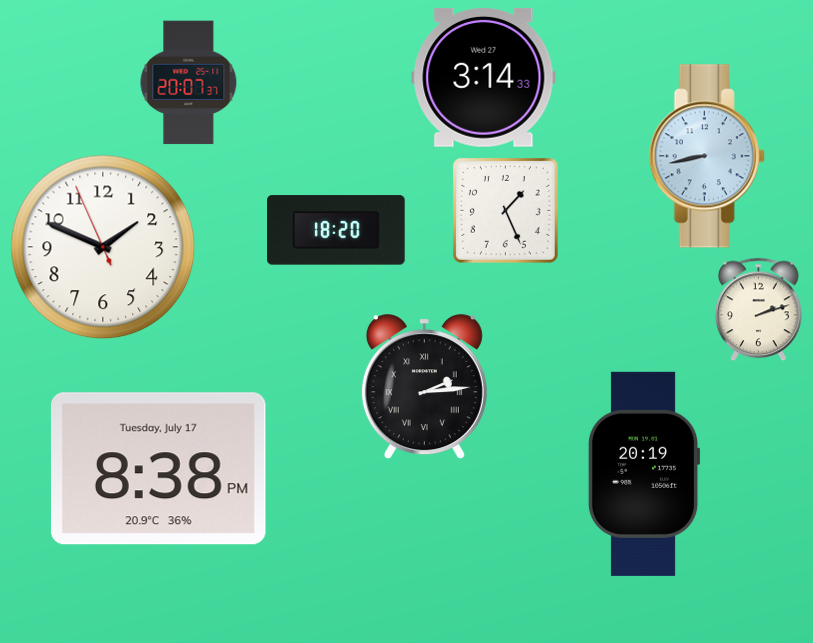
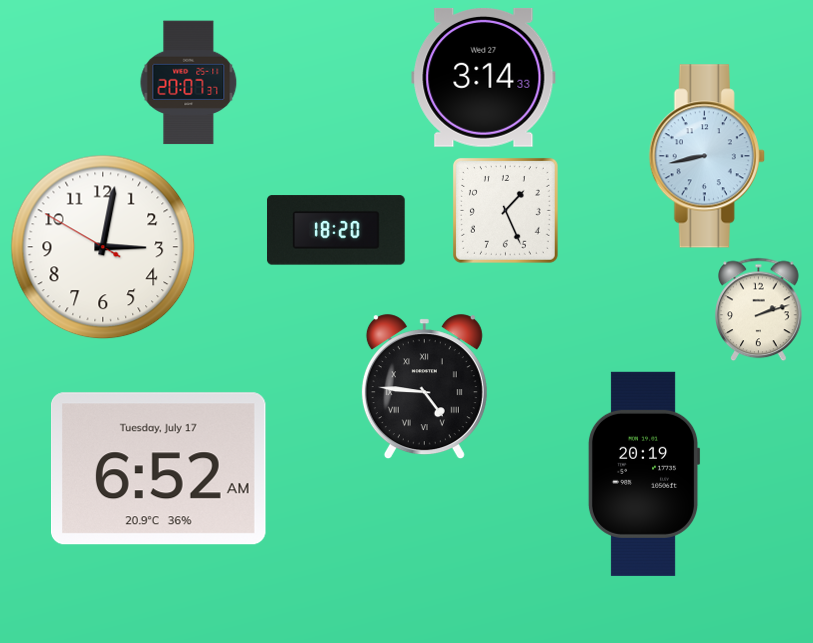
clock at (103, 247): 1:48 -> 3:01
clock at (424, 387): 2:14 -> 4:46
clock at (159, 469): 8:38 -> 6:52
